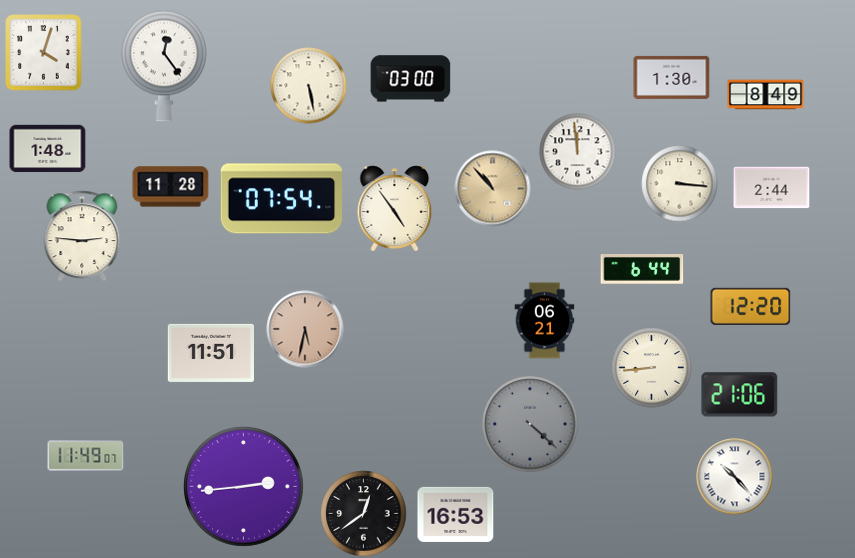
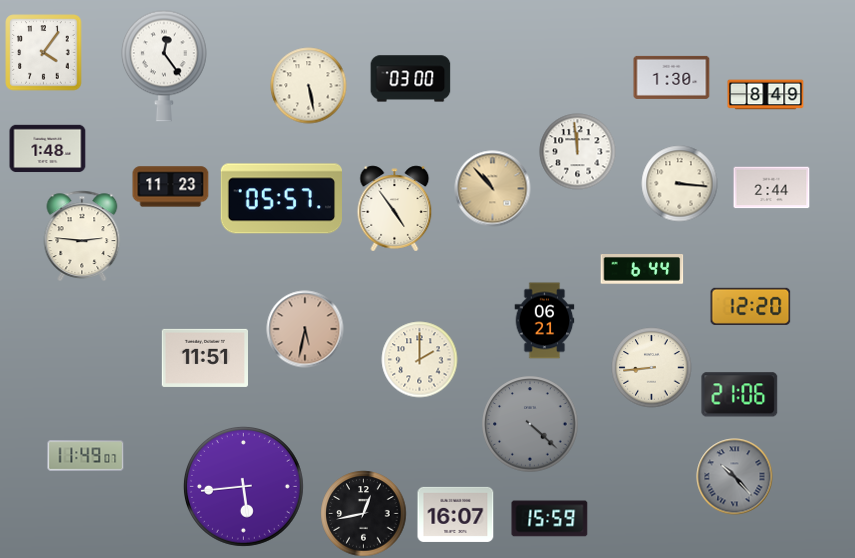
clock at (44, 53): 4:03 -> 4:06
clock at (171, 187): 11:28 -> 11:23
clock at (281, 199): 07:54 -> 05:57
clock at (210, 353) position: (210, 353) -> (204, 358)
clock at (420, 360): none -> 2:00
clock at (735, 477) dial: white -> grey
clock at (243, 486): 2:44 -> 5:44
clock at (364, 514): 12:39 -> 12:43
clock at (456, 514): 16:53 -> 16:07
clock at (550, 519): none -> 15:59
